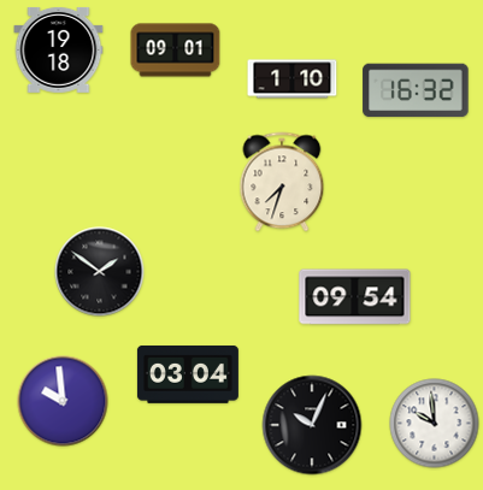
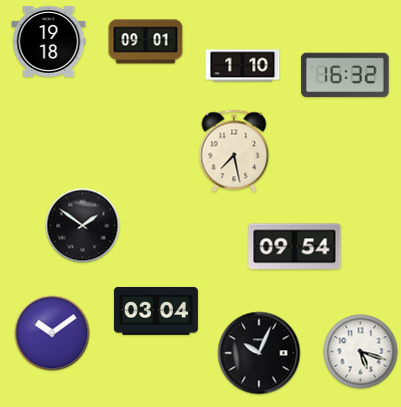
clock at (282, 182): 7:33 -> 7:28
clock at (63, 401): 9:59 -> 10:09
clock at (435, 424): 9:59 -> 5:18
